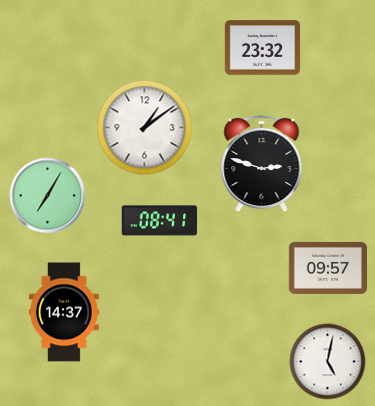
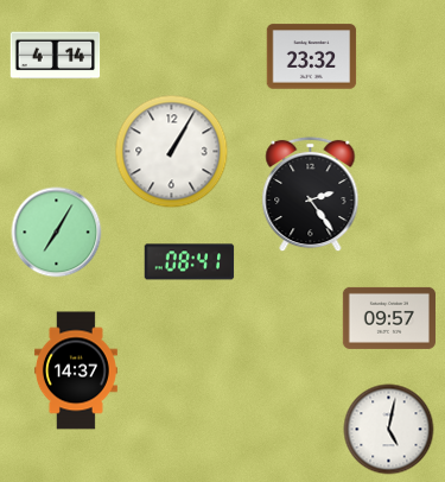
clock at (56, 56): none -> 4:14
clock at (145, 128): 1:09 -> 1:05
clock at (262, 164): 2:48 -> 2:24
